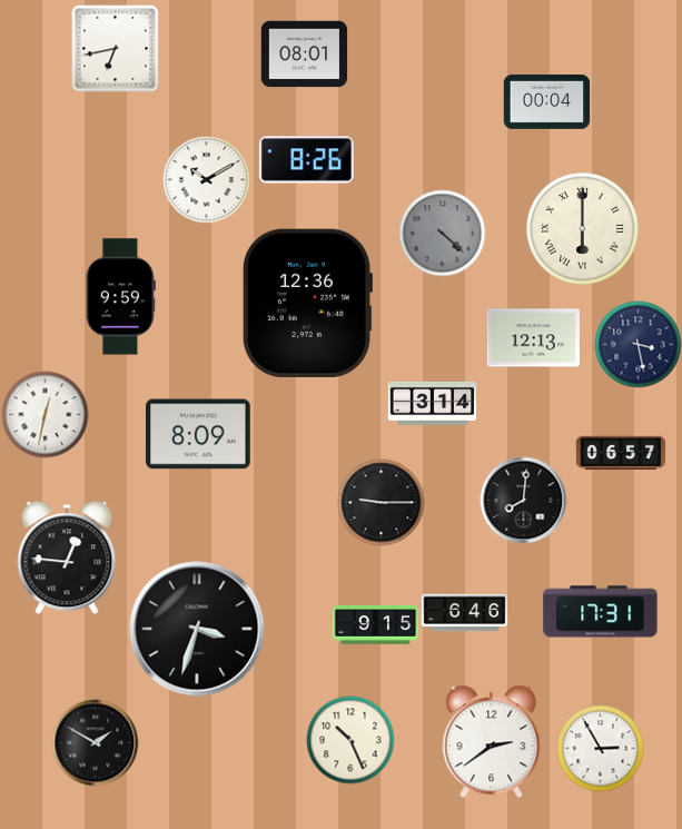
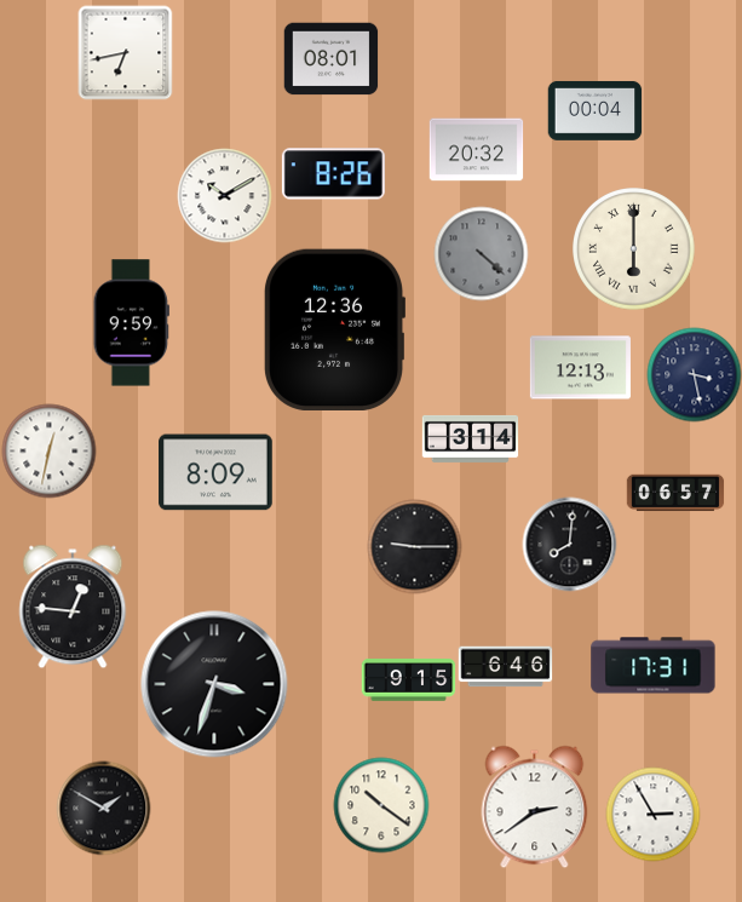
clock at (476, 150): none -> 20:32
clock at (350, 740): 10:26 -> 10:21
